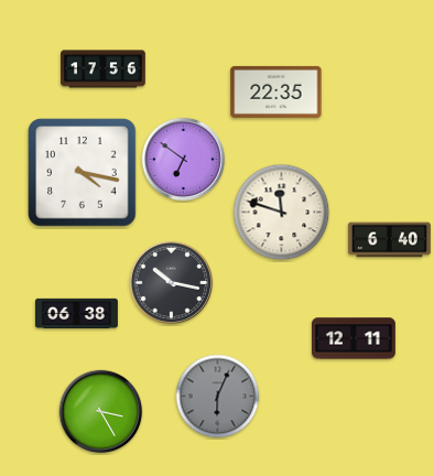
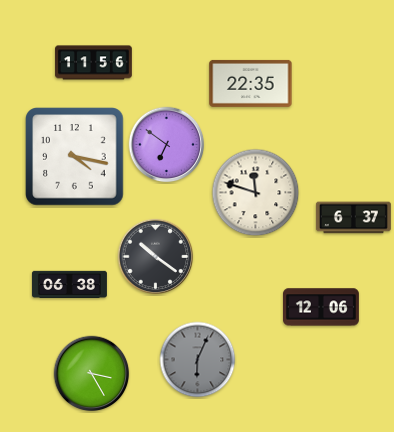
clock at (104, 69): 17:56 -> 11:56
clock at (389, 240): 6:40 -> 6:37
clock at (172, 283): 10:17 -> 10:21
clock at (355, 338): 12:11 -> 12:06
